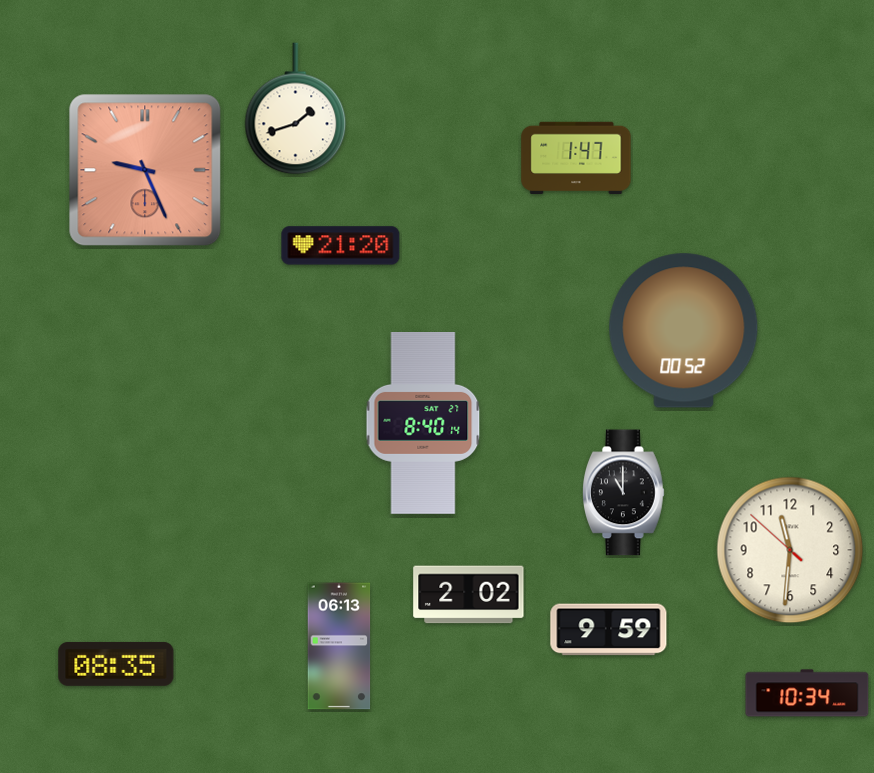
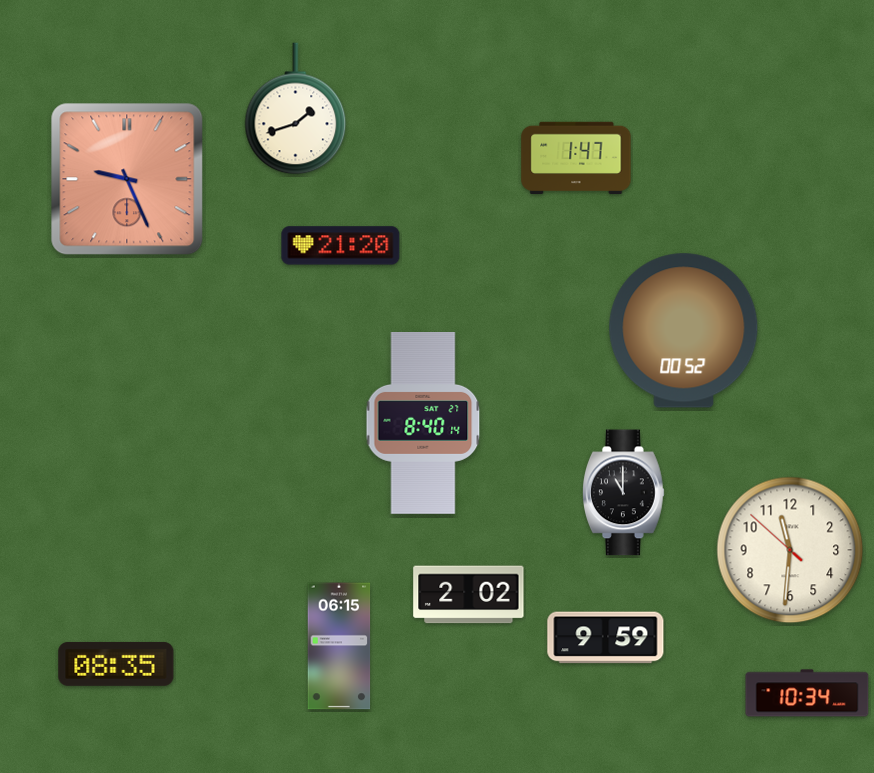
clock at (145, 170) position: (145, 170) -> (127, 179)
clock at (609, 630) position: (609, 630) -> (606, 638)
clock at (339, 646): 06:13 -> 06:15
